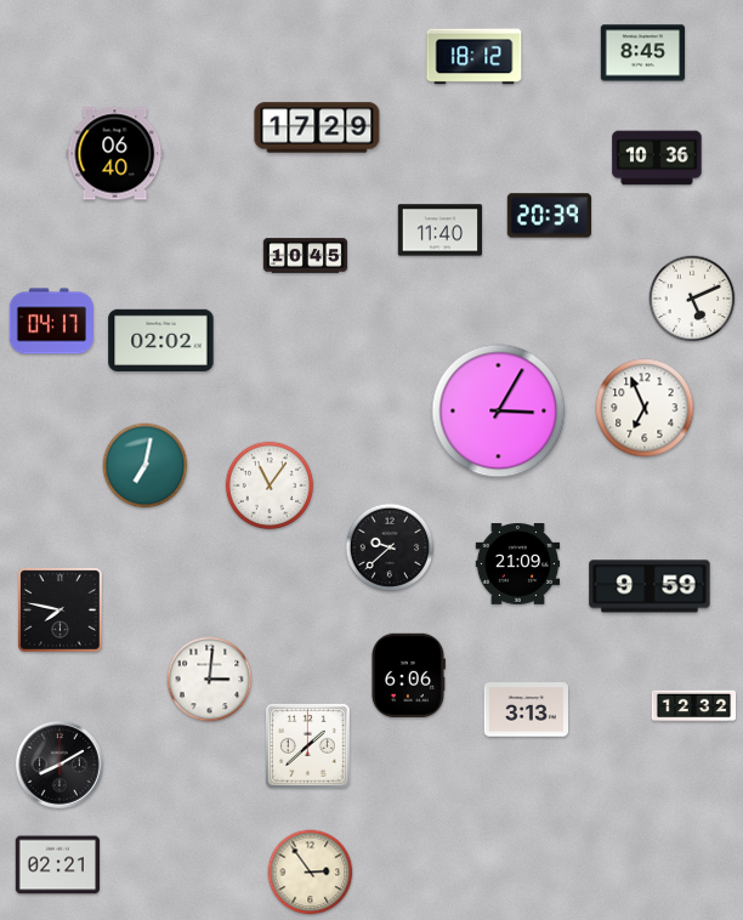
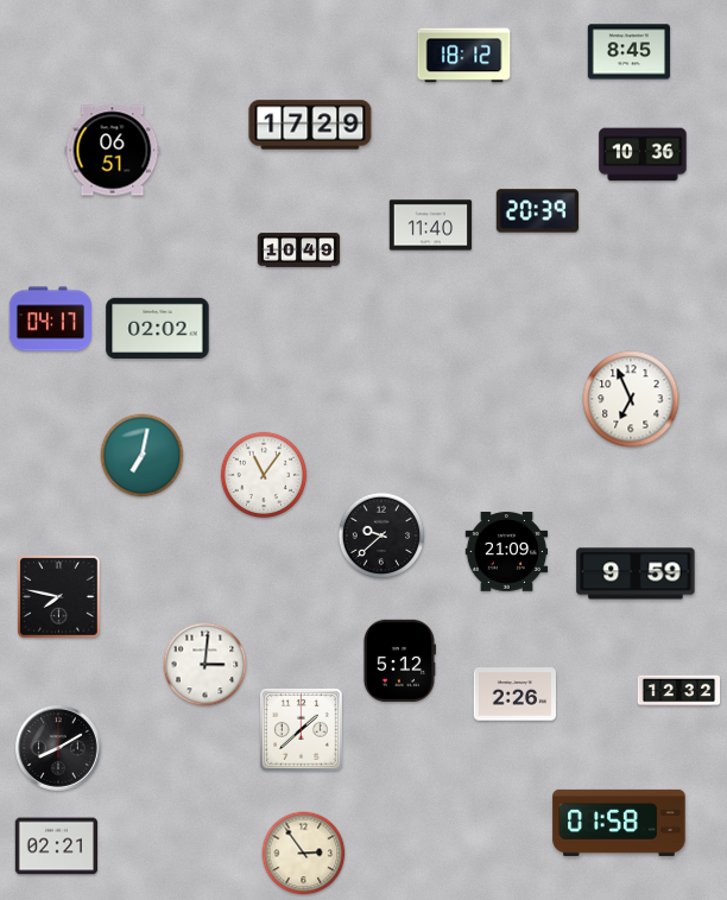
clock at (115, 154): 06:40 -> 06:51
clock at (306, 256): 10:45 -> 10:49
clock at (692, 299): 5:11 -> none
clock at (51, 322) position: (51, 322) -> (50, 319)
clock at (161, 340) position: (161, 340) -> (158, 328)
clock at (499, 411): 3:05 -> none
clock at (408, 675): 6:06 -> 5:12
clock at (526, 710): 3:13 -> 2:26
clock at (619, 823): none -> 01:58
